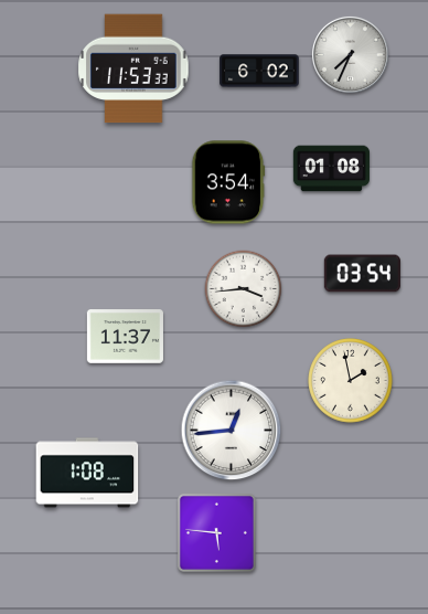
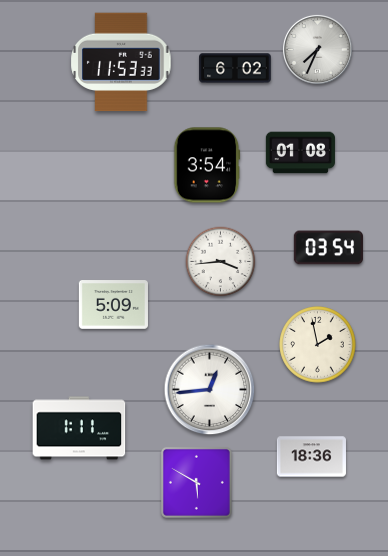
clock at (259, 71) position: (259, 71) -> (235, 68)
clock at (125, 337): 11:37 -> 5:09
clock at (87, 473): 1:08 -> 1:11
clock at (311, 457): none -> 18:36
clock at (216, 532): 5:46 -> 5:50
